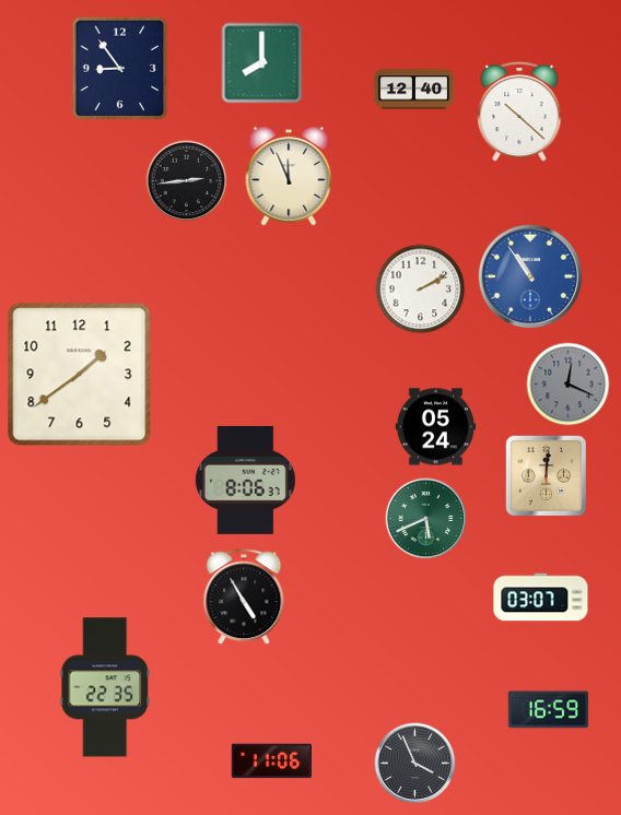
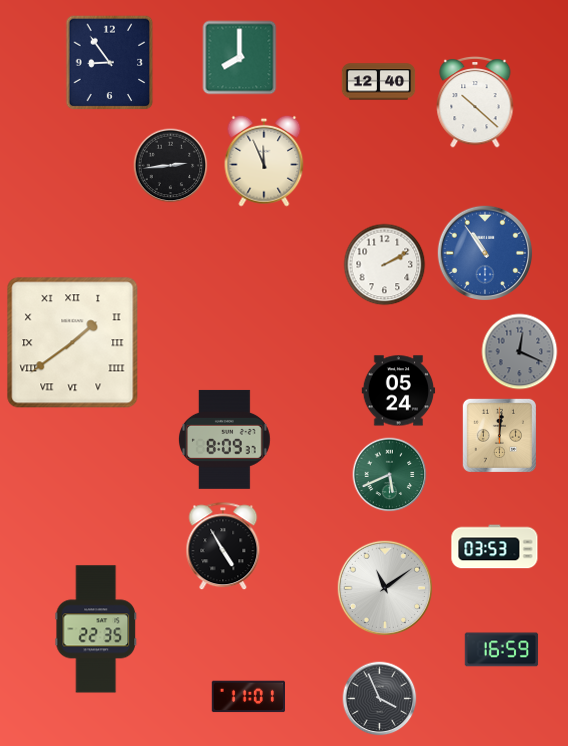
clock at (80, 375) numerals: Arabic -> Roman
clock at (246, 480): 8:06 -> 8:09
clock at (541, 598): 03:07 -> 03:53
clock at (385, 588): none -> 11:09
clock at (272, 761): 11:06 -> 11:01
